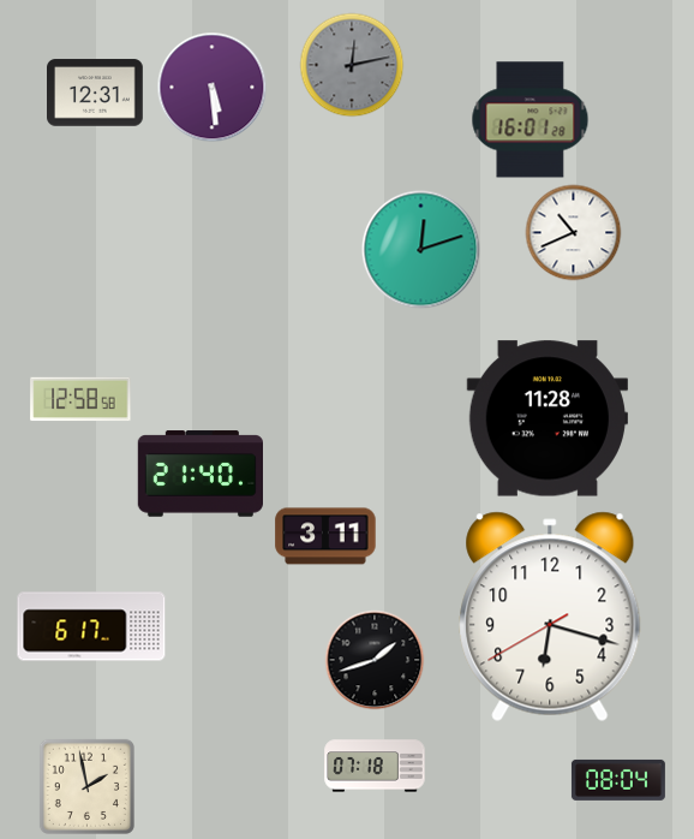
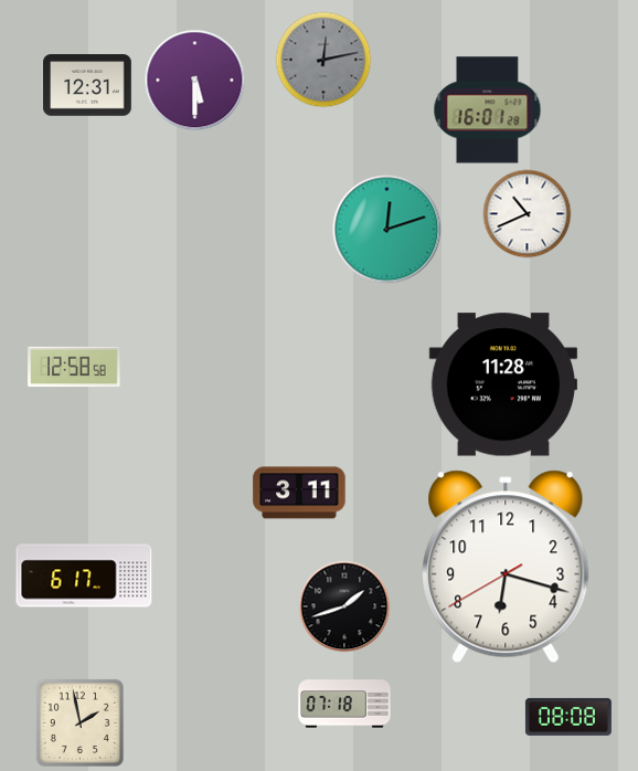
clock at (213, 88): 5:29 -> 5:30
clock at (199, 474): 21:40 -> none
clock at (618, 780): 08:04 -> 08:08
